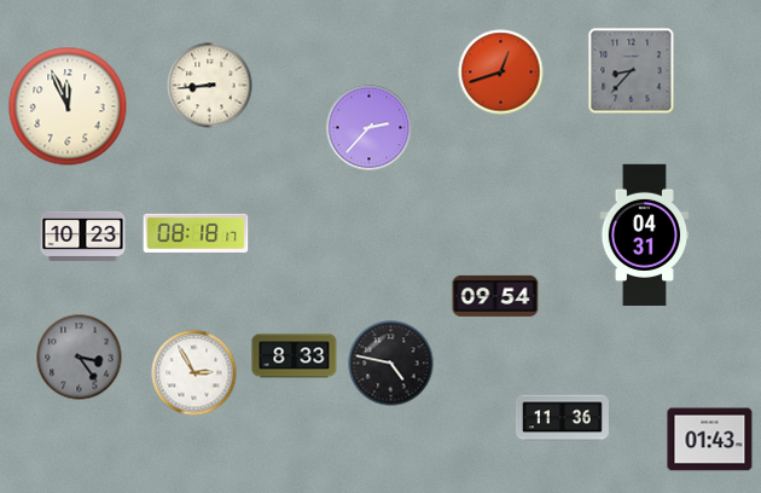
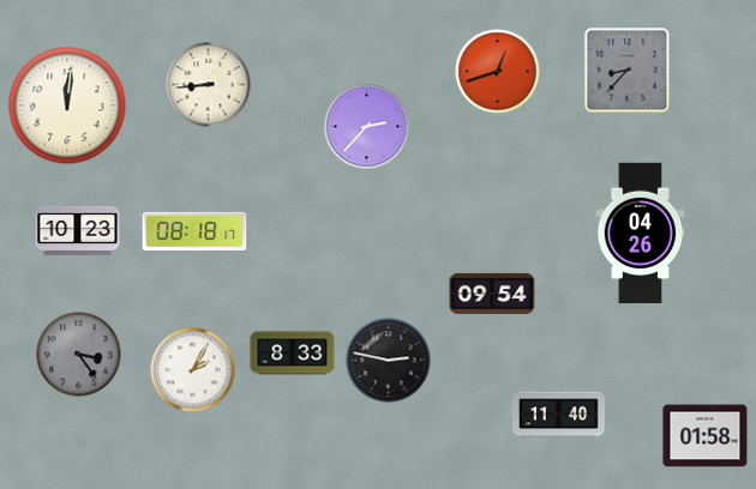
clock at (68, 106): 11:56 -> 12:01
clock at (645, 234): 04:31 -> 04:26
clock at (83, 236) position: (83, 236) -> (78, 230)
clock at (391, 364): 4:47 -> 2:47
clock at (194, 373): 2:55 -> 2:05
clock at (562, 418): 11:36 -> 11:40
clock at (710, 440): 01:43 -> 01:58
